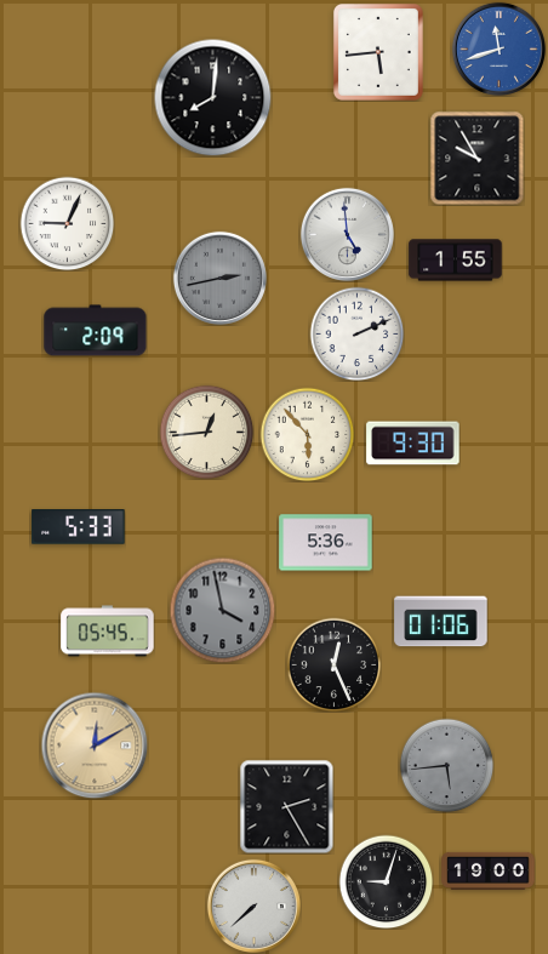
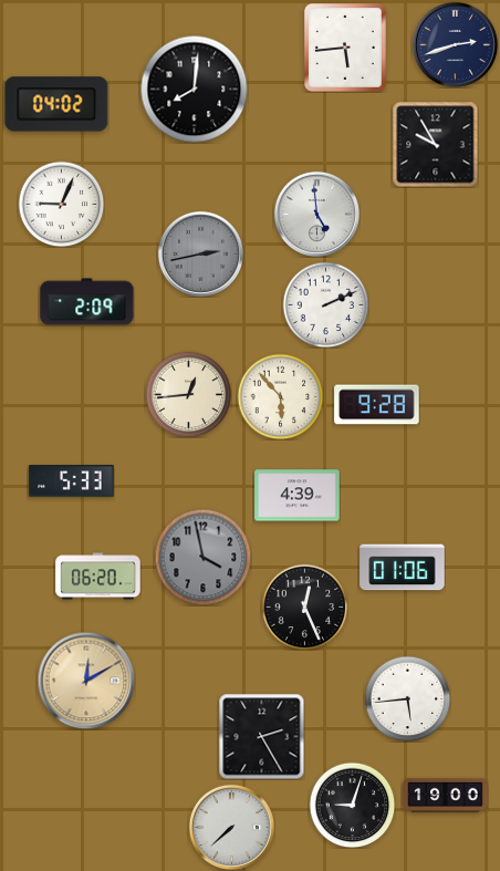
clock at (498, 48): 11:42 -> 2:42
clock at (498, 48) dial: blue -> navy
clock at (56, 104): none -> 04:02
clock at (456, 261): 1:55 -> none
clock at (413, 444): 9:30 -> 9:28
clock at (326, 543): 5:36 -> 4:39
clock at (108, 632): 05:45 -> 06:20
clock at (446, 765) dial: grey -> white
